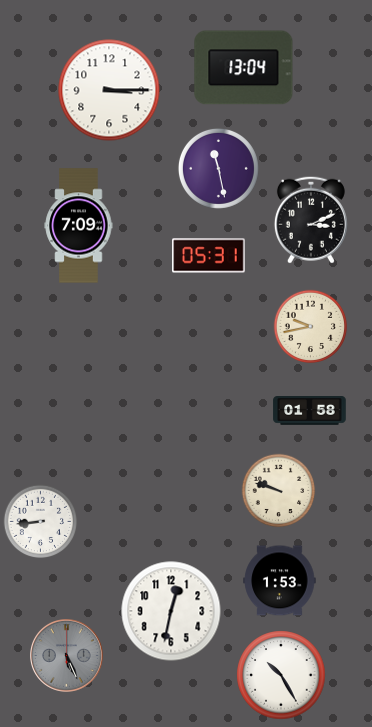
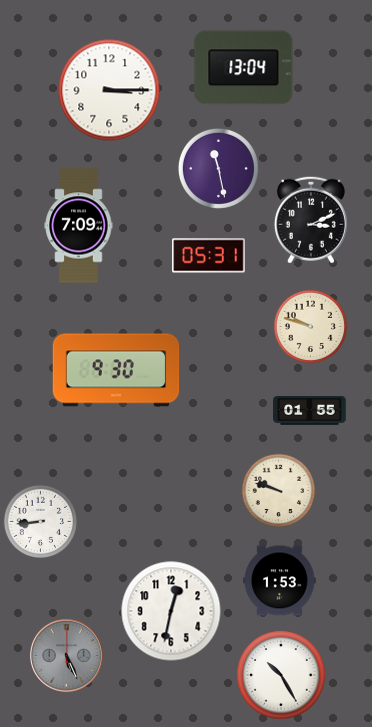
clock at (311, 327): 9:43 -> 9:48
clock at (116, 370): none -> 9:30
clock at (310, 411): 01:58 -> 01:55
